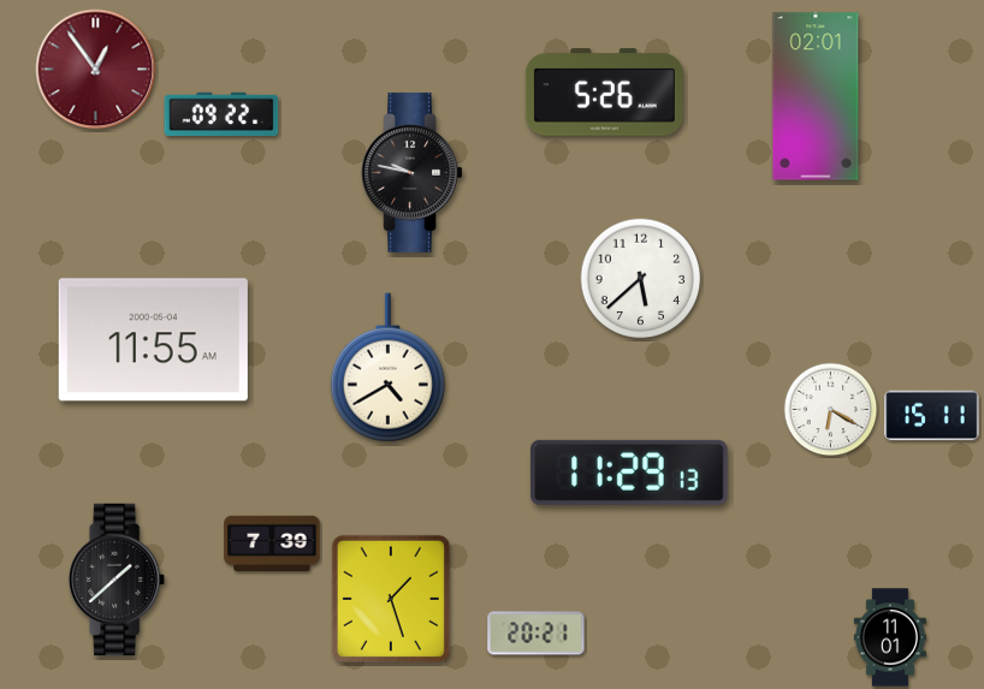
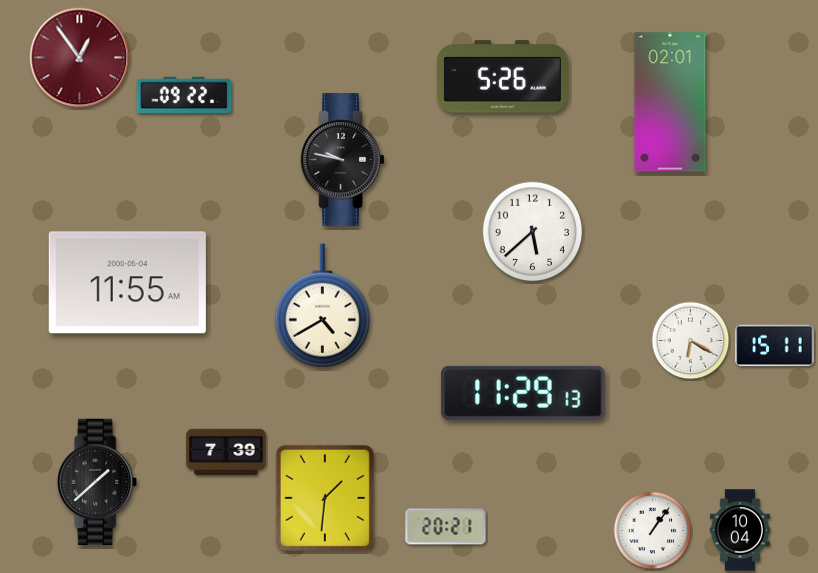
clock at (816, 96) position: (816, 96) -> (670, 102)
clock at (413, 173) position: (413, 173) -> (343, 160)
clock at (391, 599): 1:27 -> 1:31
clock at (890, 637): 11:01 -> 10:04
clock at (653, 531): none -> 1:06
